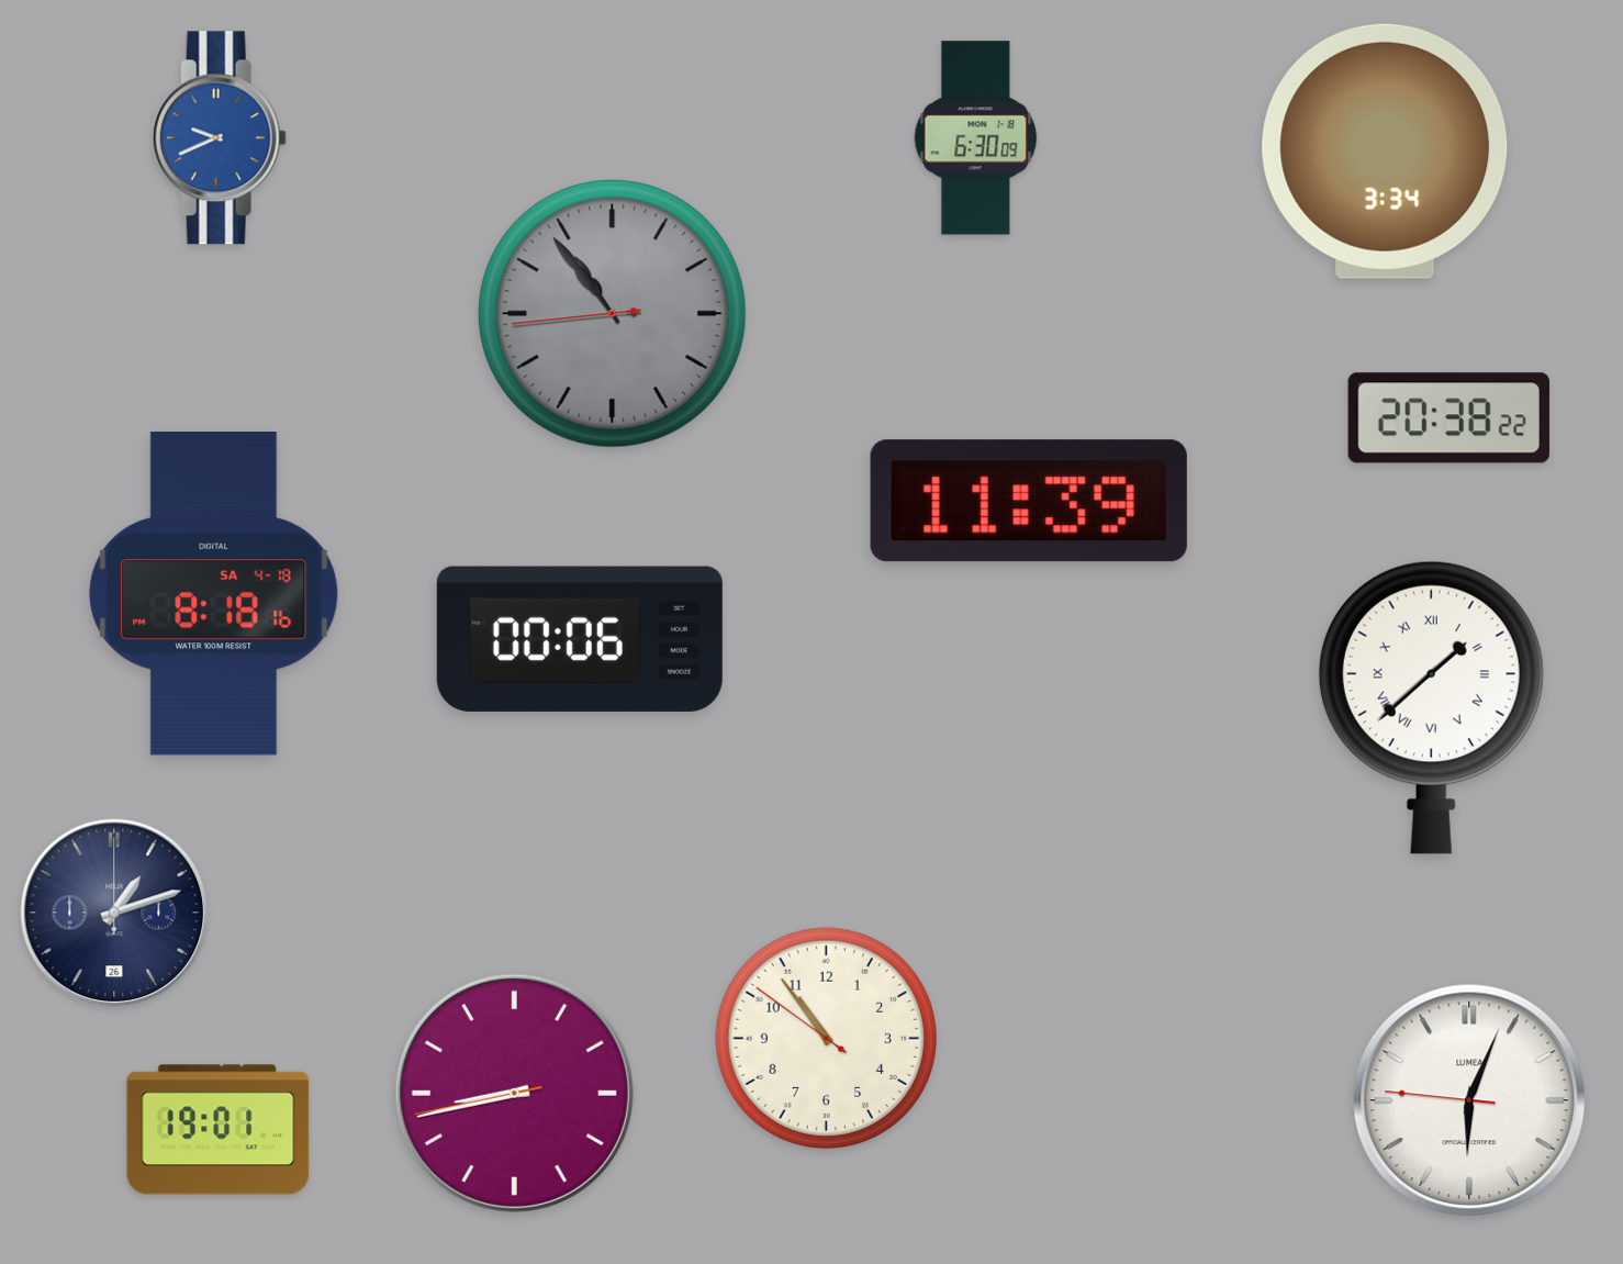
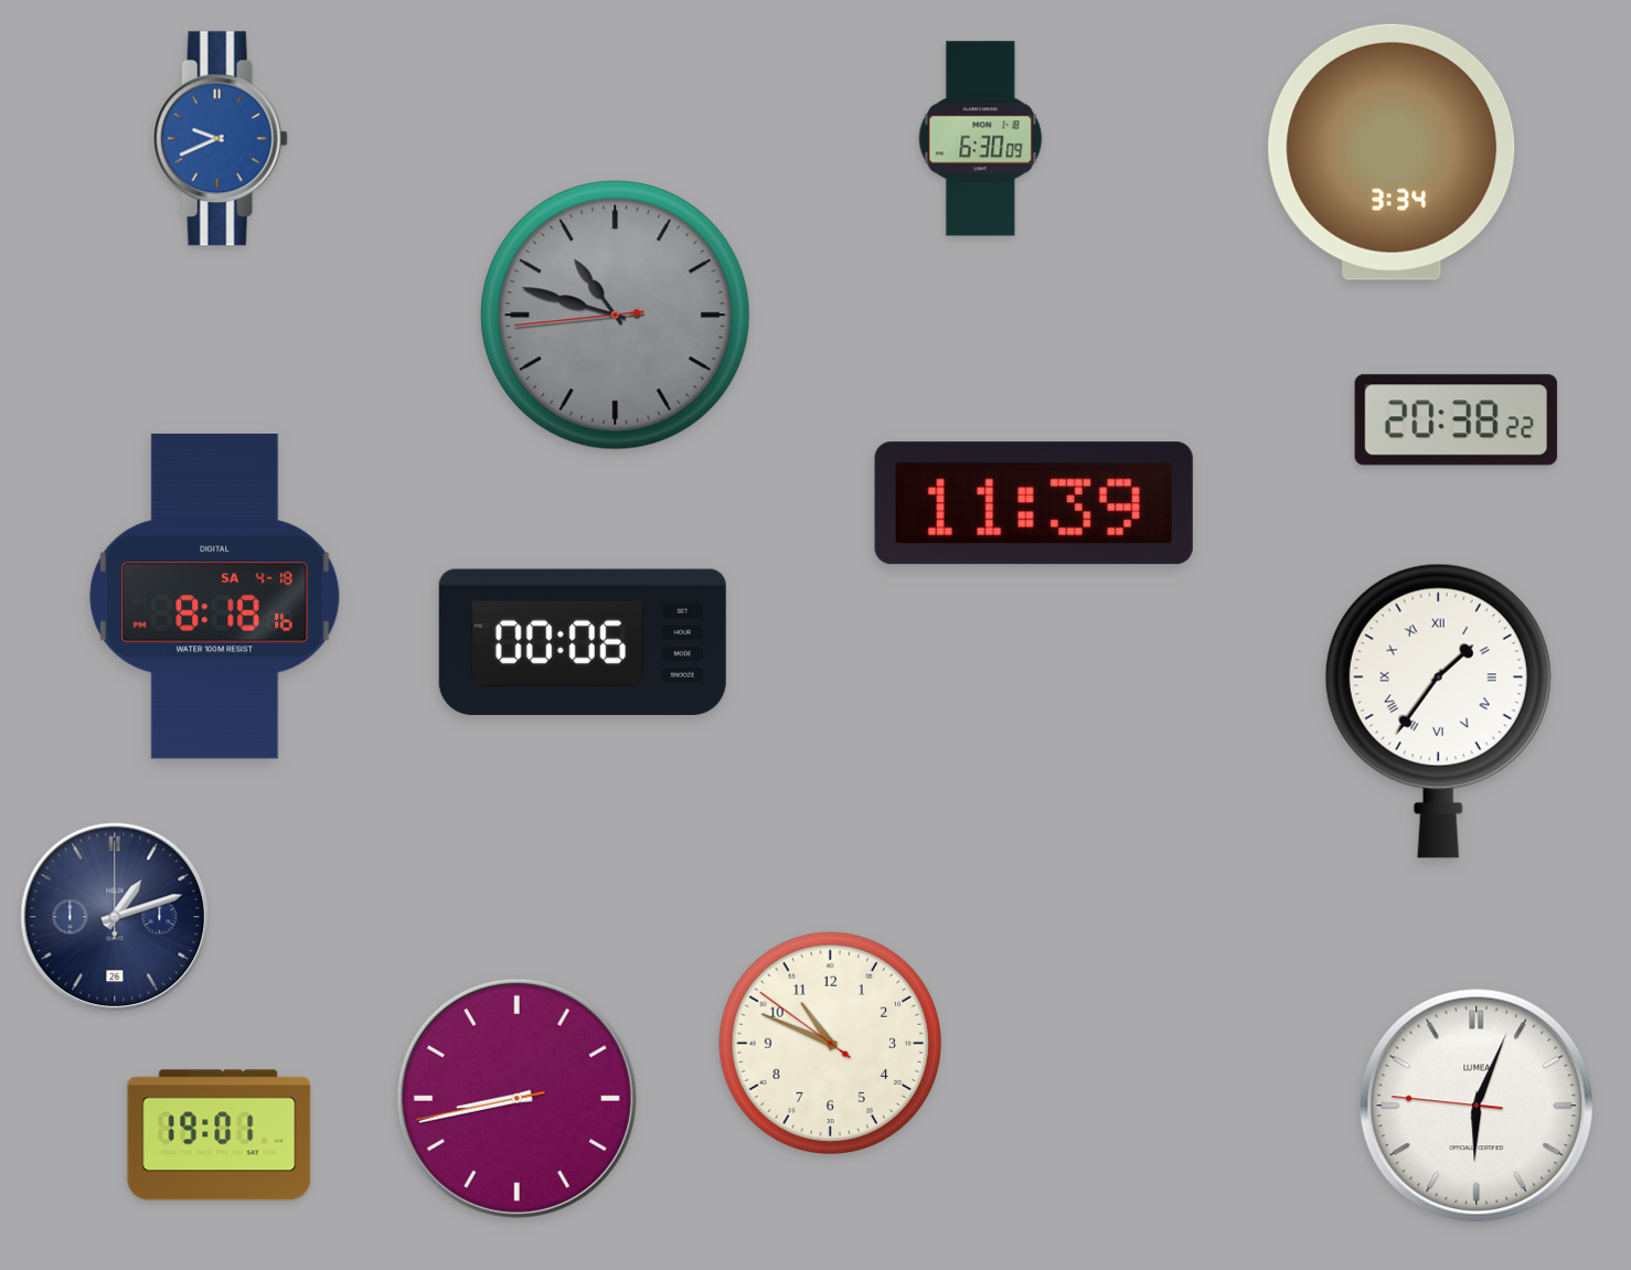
clock at (613, 314): 10:53 -> 10:47
clock at (1431, 707): 1:38 -> 1:36
clock at (826, 1038): 10:53 -> 10:48
